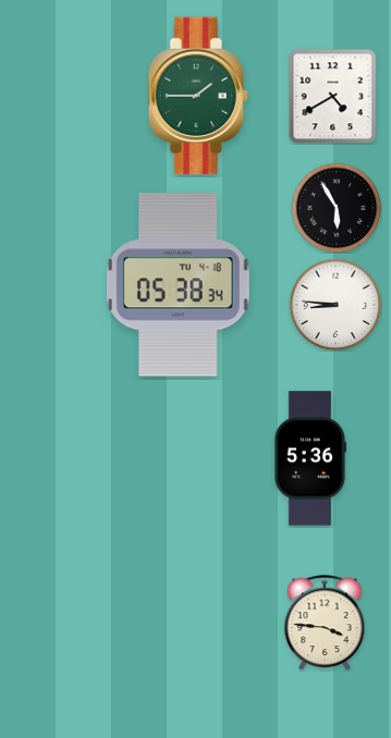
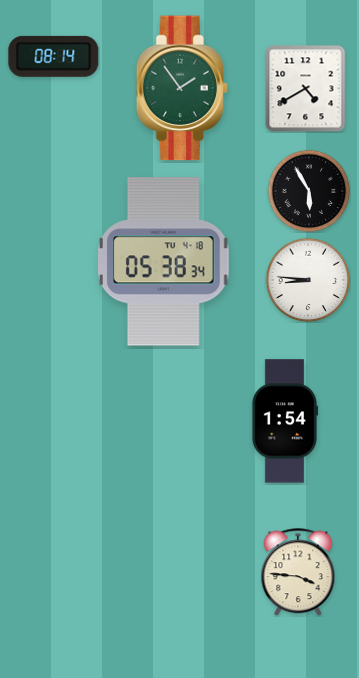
clock at (54, 56): none -> 08:14
clock at (198, 96): 1:45 -> 1:54
clock at (309, 458): 5:36 -> 1:54
